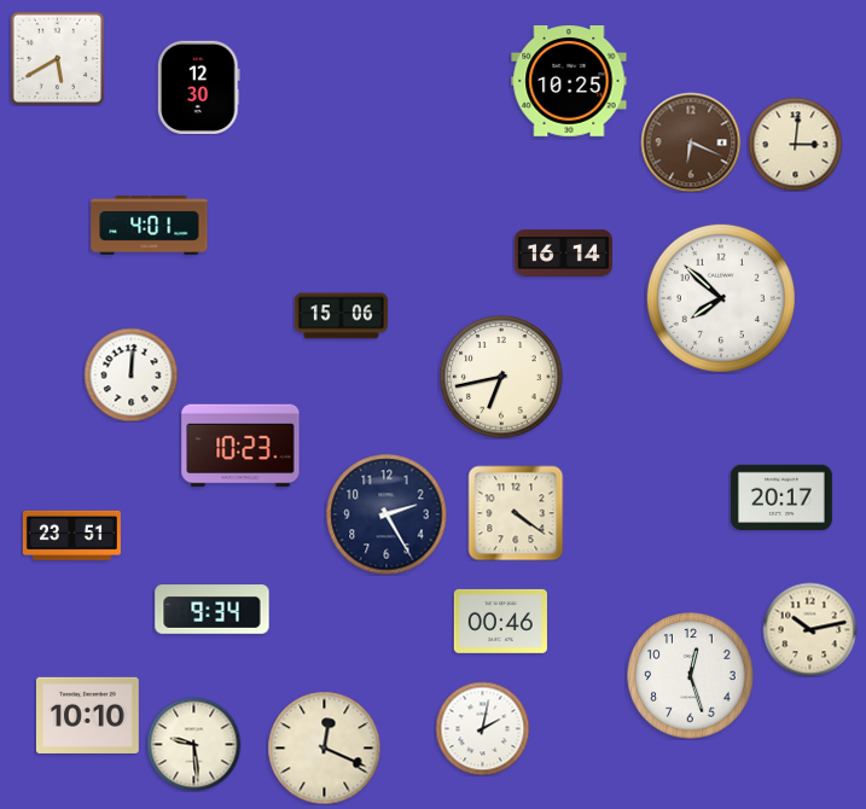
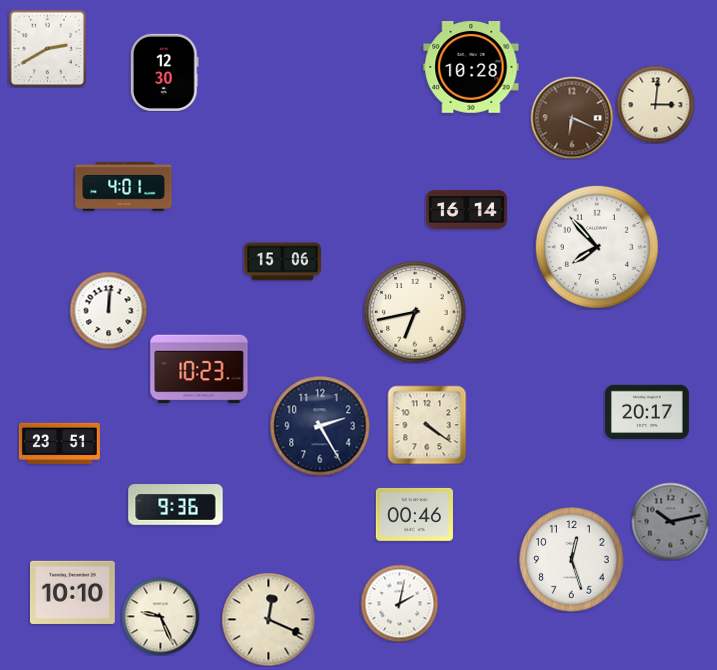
clock at (57, 58): 5:40 -> 2:40
clock at (569, 82): 10:25 -> 10:28
clock at (795, 144) position: (795, 144) -> (655, 104)
clock at (721, 298): 7:52 -> 7:53
clock at (213, 610): 9:34 -> 9:36
clock at (809, 629) dial: cream -> grey
clock at (193, 744): 9:29 -> 9:26
